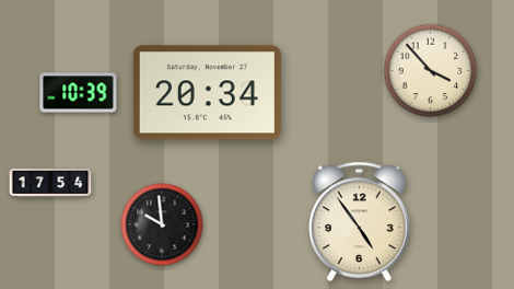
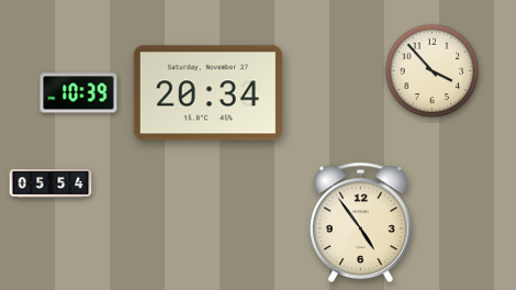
clock at (50, 184): 17:54 -> 05:54
clock at (162, 224): 9:59 -> none
